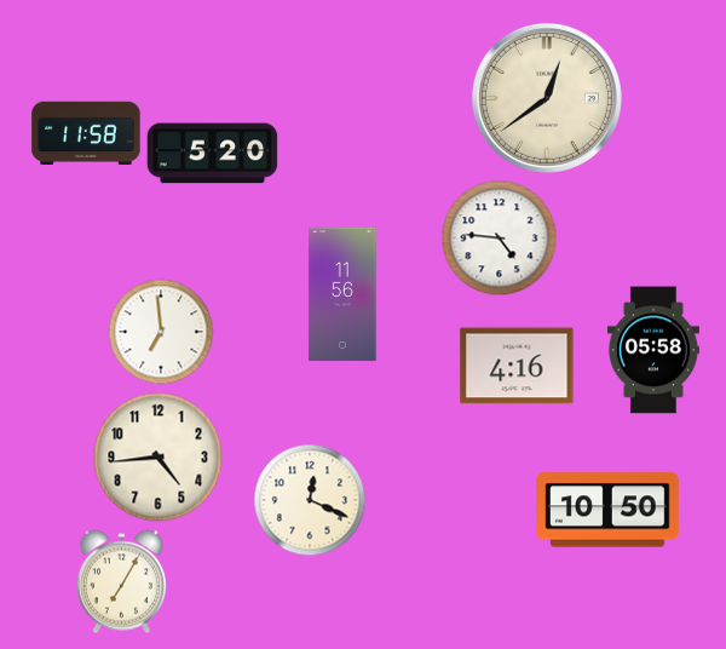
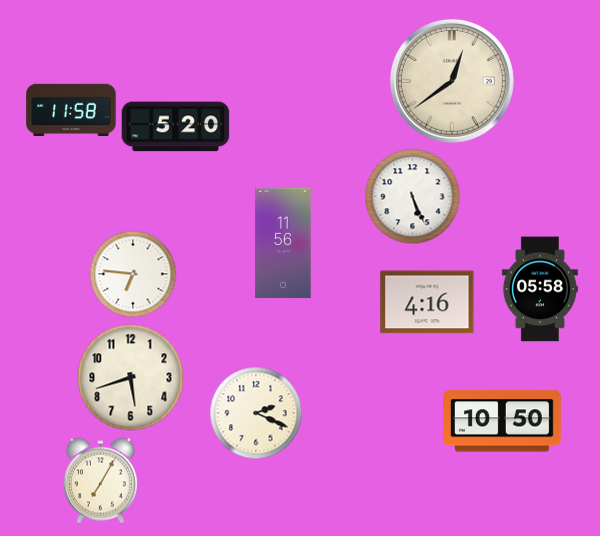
clock at (500, 239): 4:46 -> 5:26
clock at (161, 332): 6:59 -> 6:46
clock at (159, 458): 4:44 -> 5:42
clock at (310, 500): 12:19 -> 2:19
